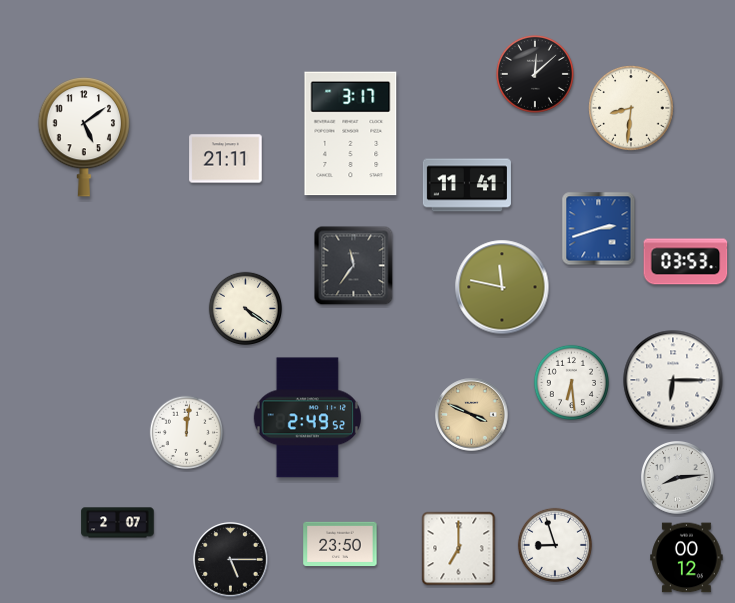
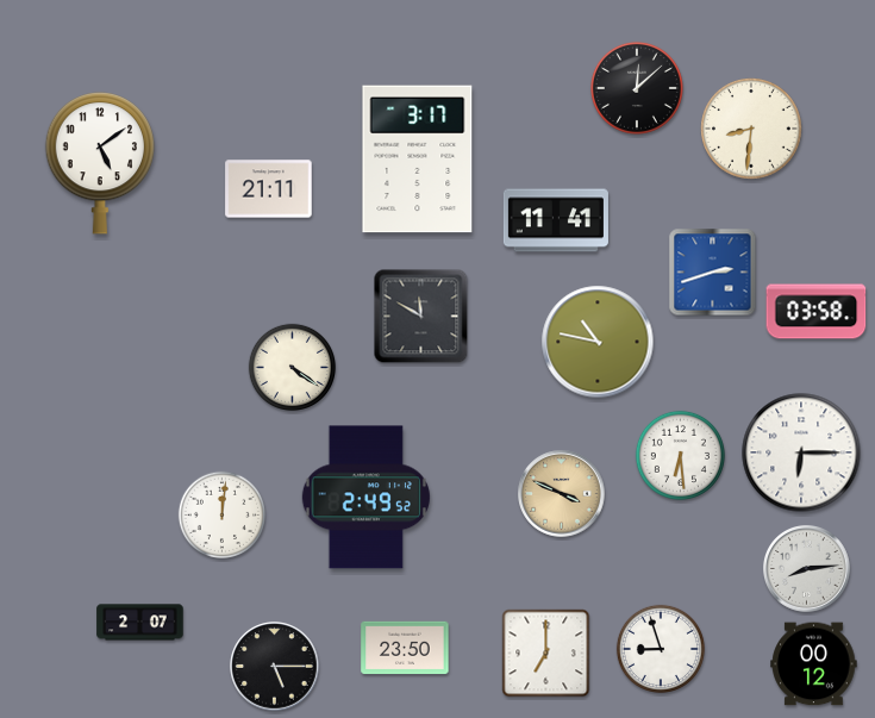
clock at (686, 262): 03:53 -> 03:58
clock at (354, 266): 11:36 -> 11:50
clock at (502, 287): 11:47 -> 10:47
clock at (687, 558) position: (687, 558) -> (814, 664)
